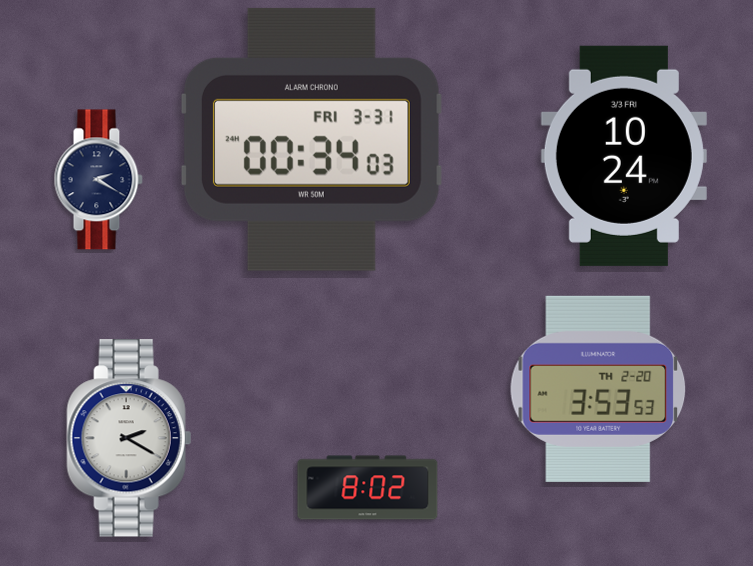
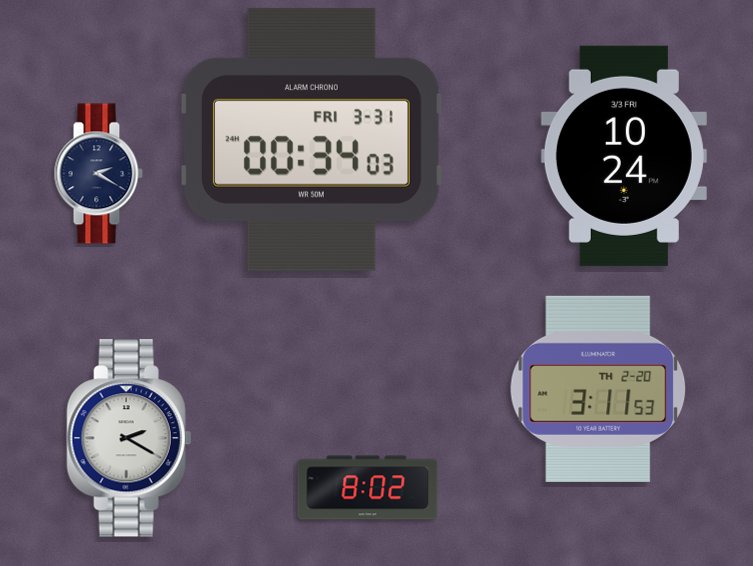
clock at (98, 180) position: (98, 180) -> (98, 174)
clock at (598, 389): 3:53 -> 3:11
